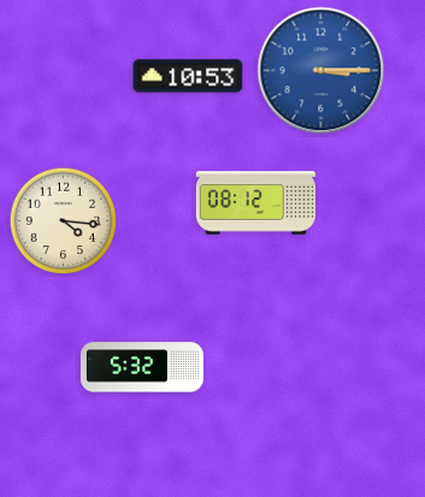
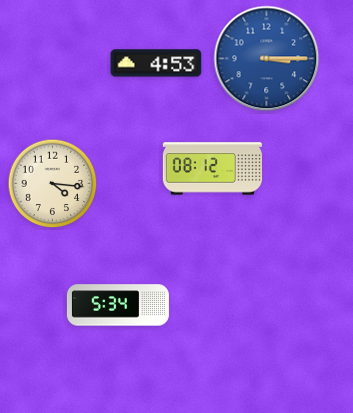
clock at (188, 76): 10:53 -> 4:53
clock at (142, 367): 5:32 -> 5:34
